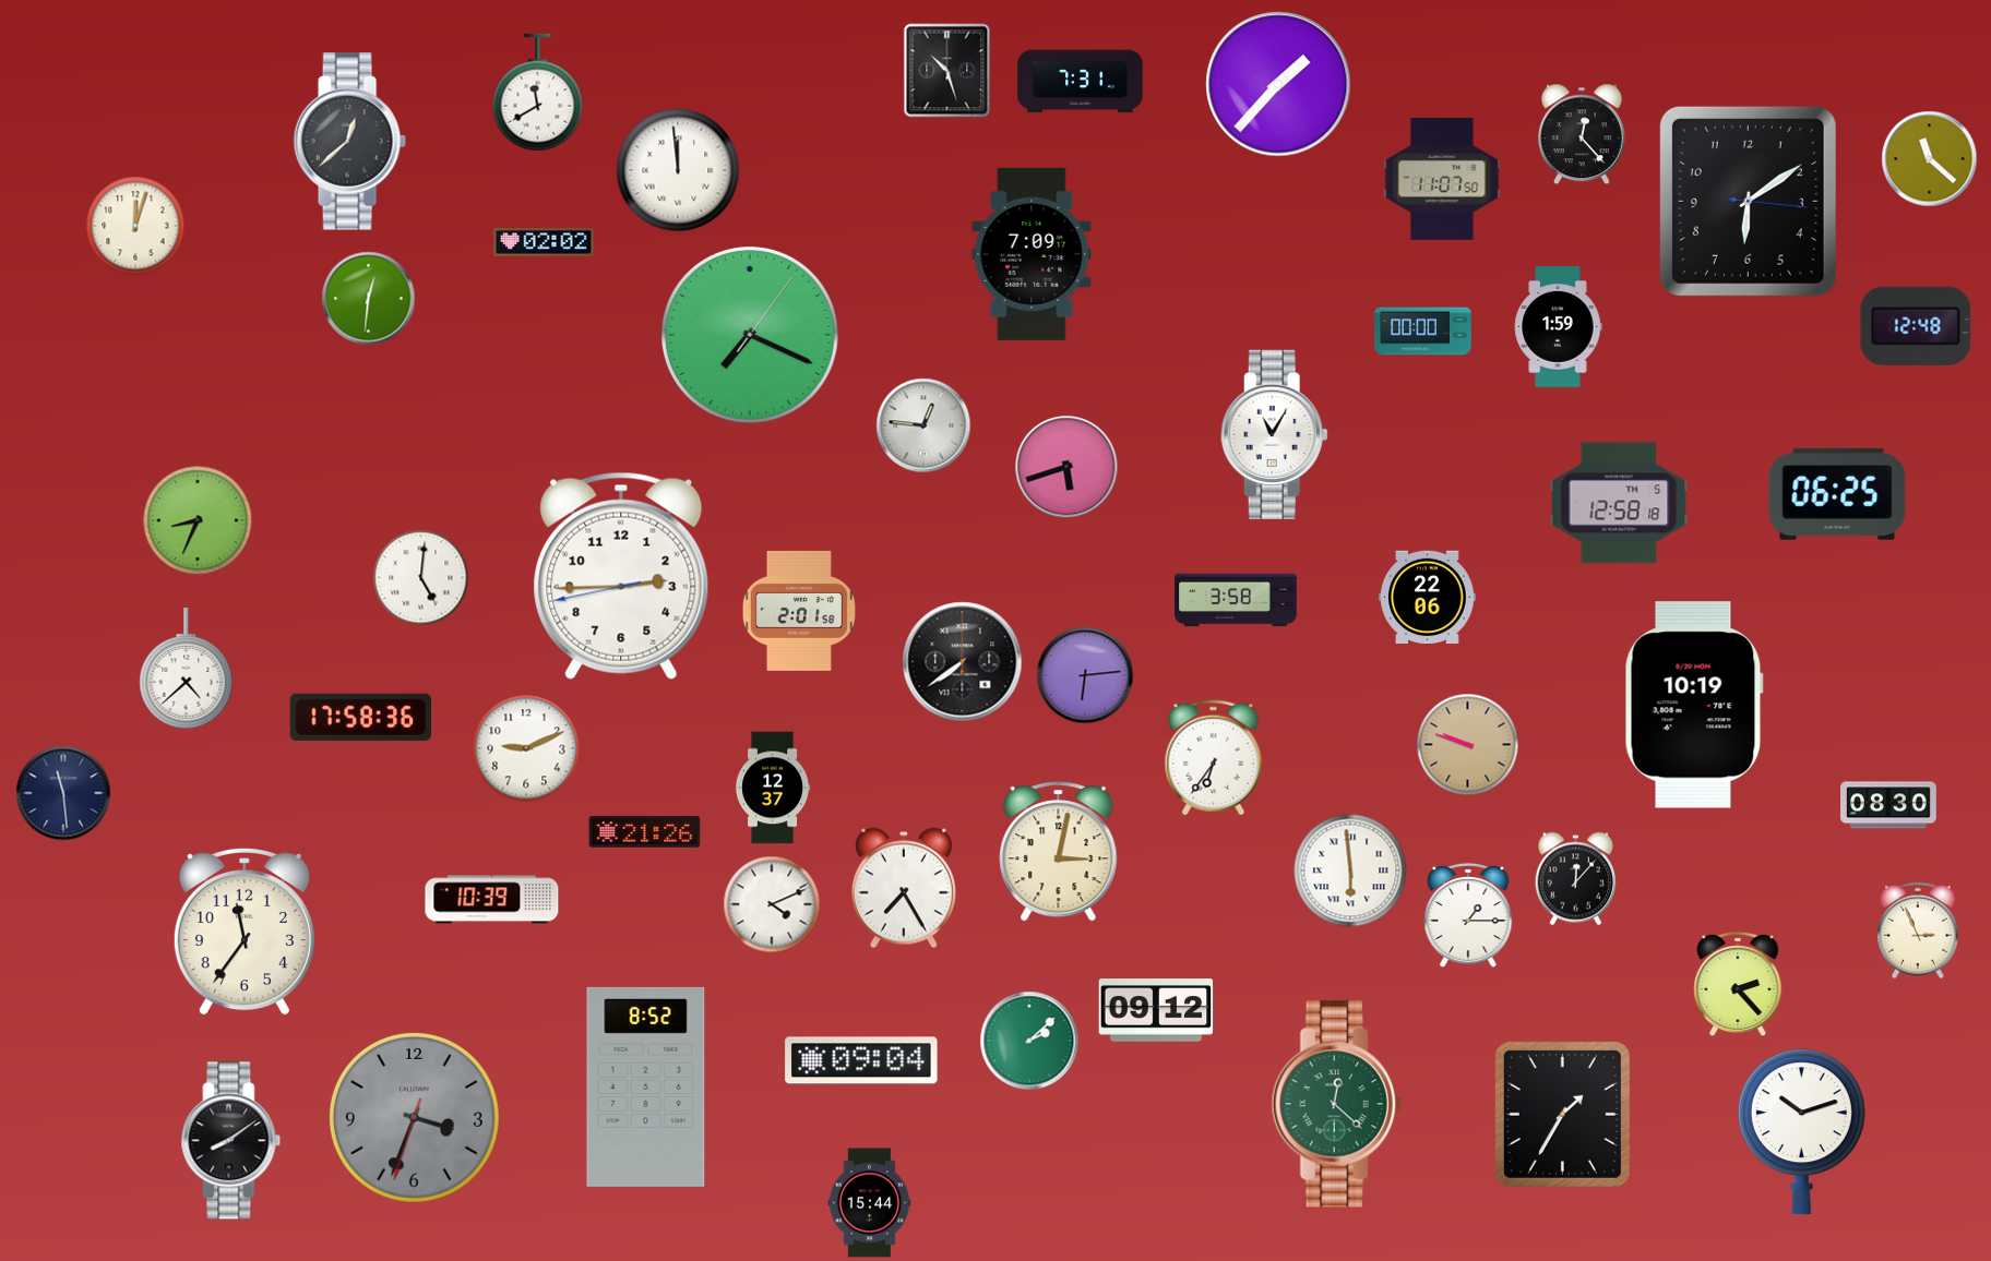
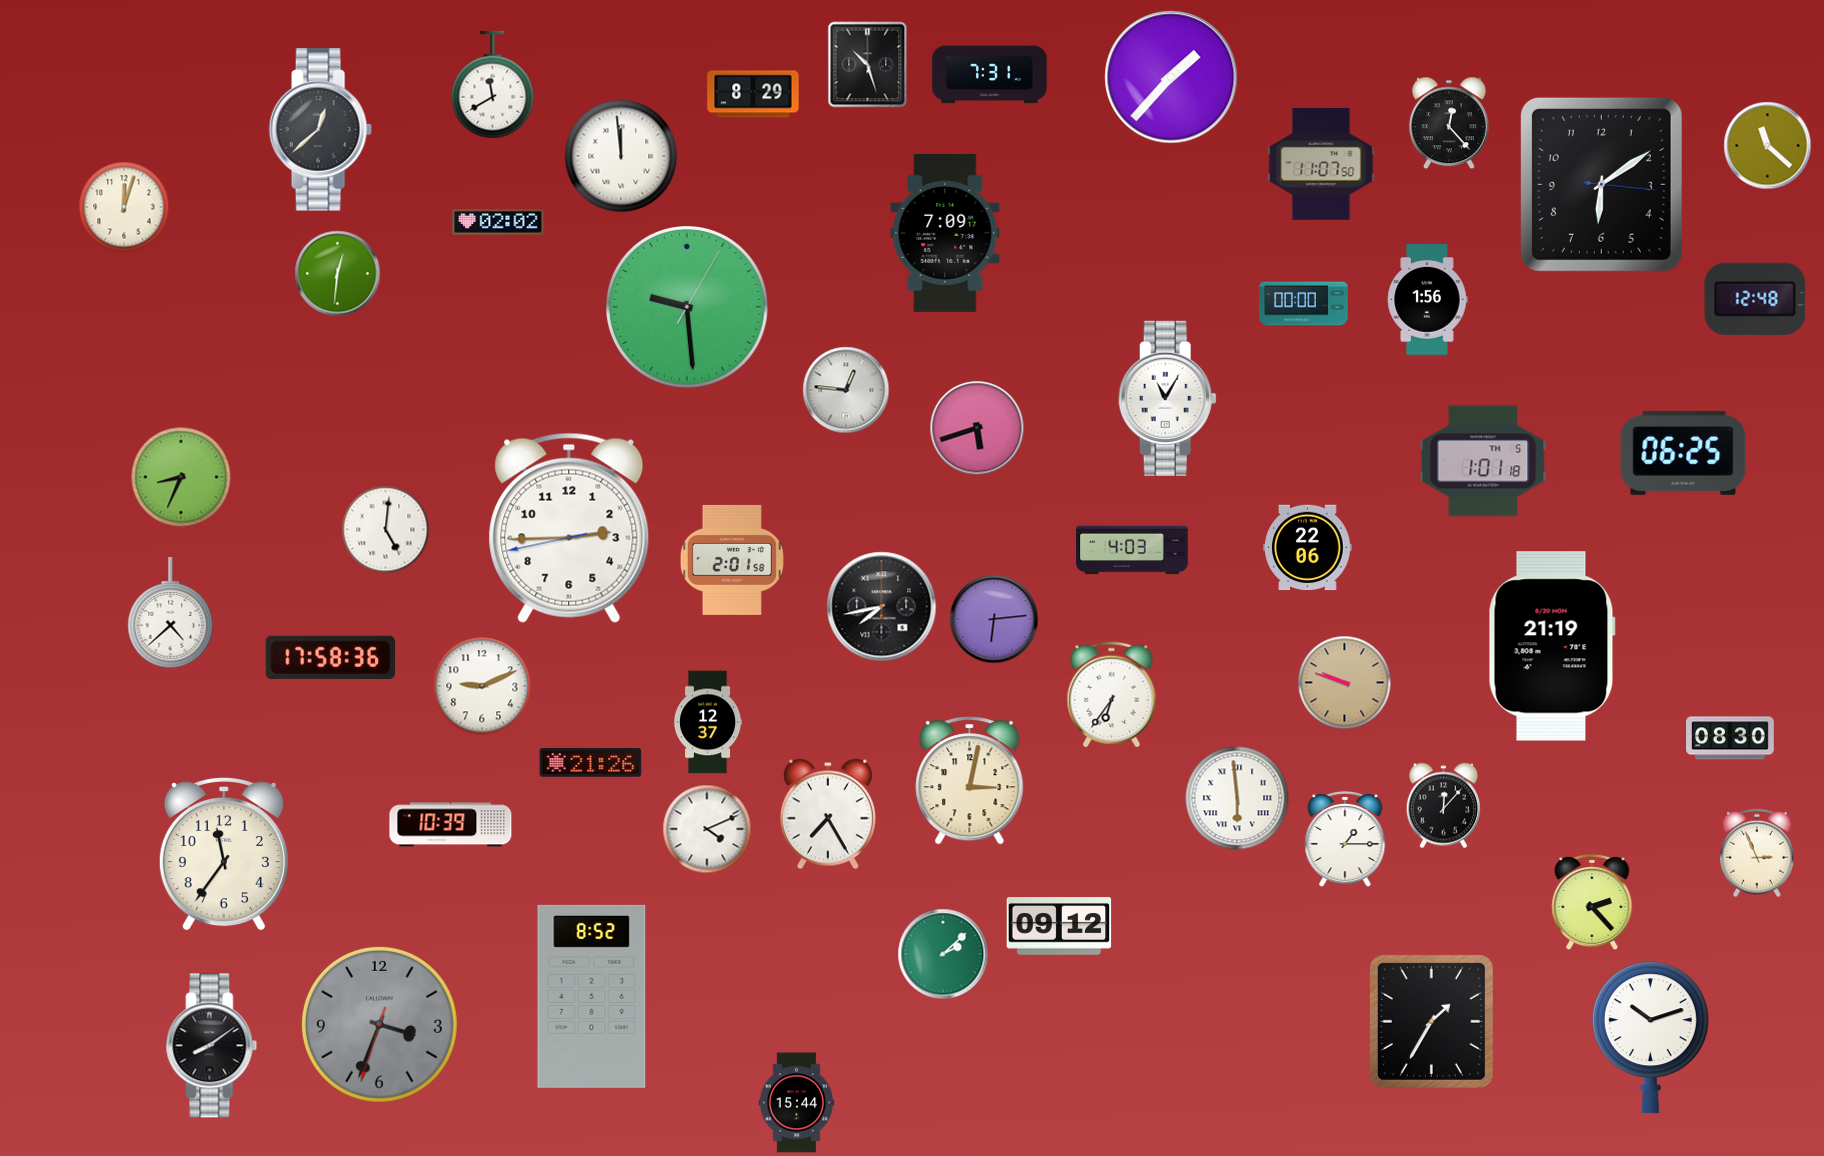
clock at (753, 94): none -> 8:29
clock at (1558, 326): 1:59 -> 1:56
clock at (750, 335): 7:19 -> 9:29
clock at (1619, 503): 12:58 -> 1:01
clock at (1236, 600): 3:58 -> 4:03
clock at (963, 662): 7:39 -> 7:43
clock at (1694, 705): 10:19 -> 21:19
clock at (63, 793): 11:29 -> none
clock at (861, 1060): 09:04 -> none
clock at (1337, 1104): 12:22 -> none
